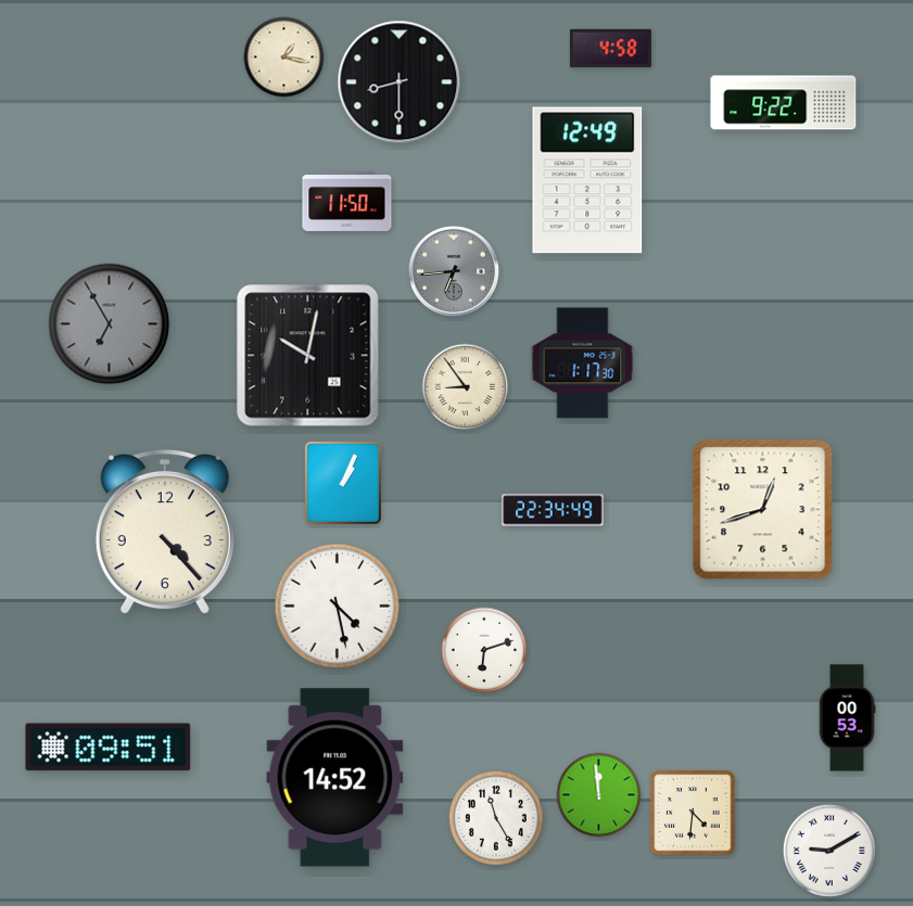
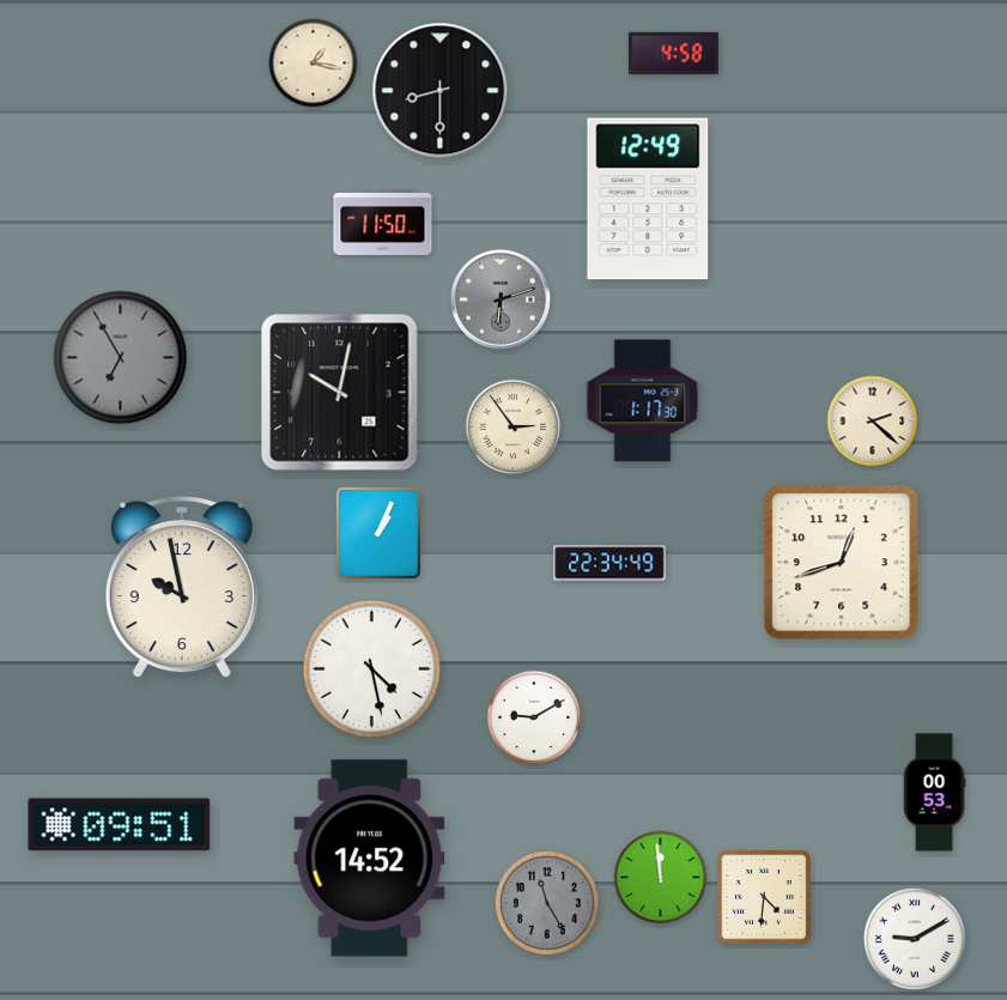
clock at (784, 103): 9:22 -> none
clock at (454, 271): 6:44 -> 6:12
clock at (873, 422): none -> 2:22
clock at (466, 387): 8:54 -> 2:54
clock at (165, 533): 4:23 -> 9:58
clock at (484, 650): 6:12 -> 9:10
clock at (496, 818) dial: white -> grey
